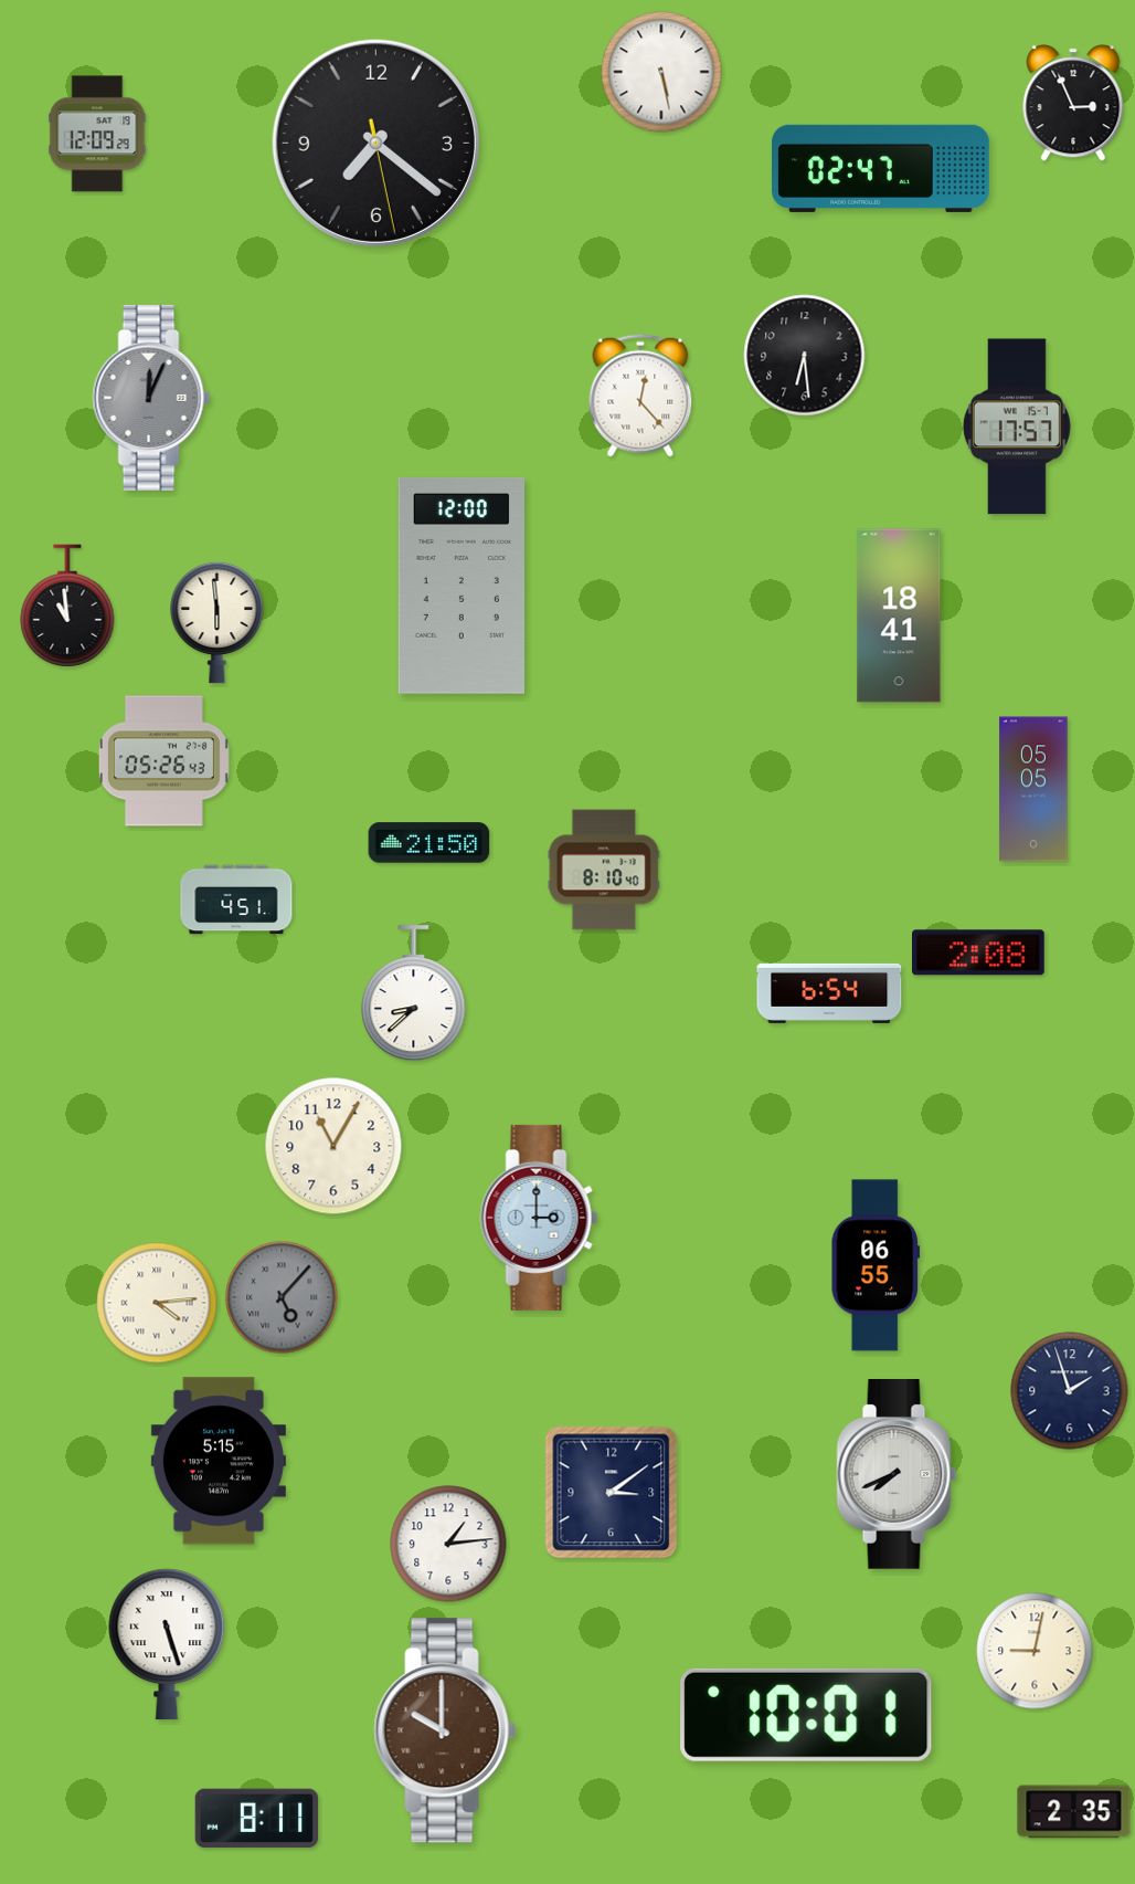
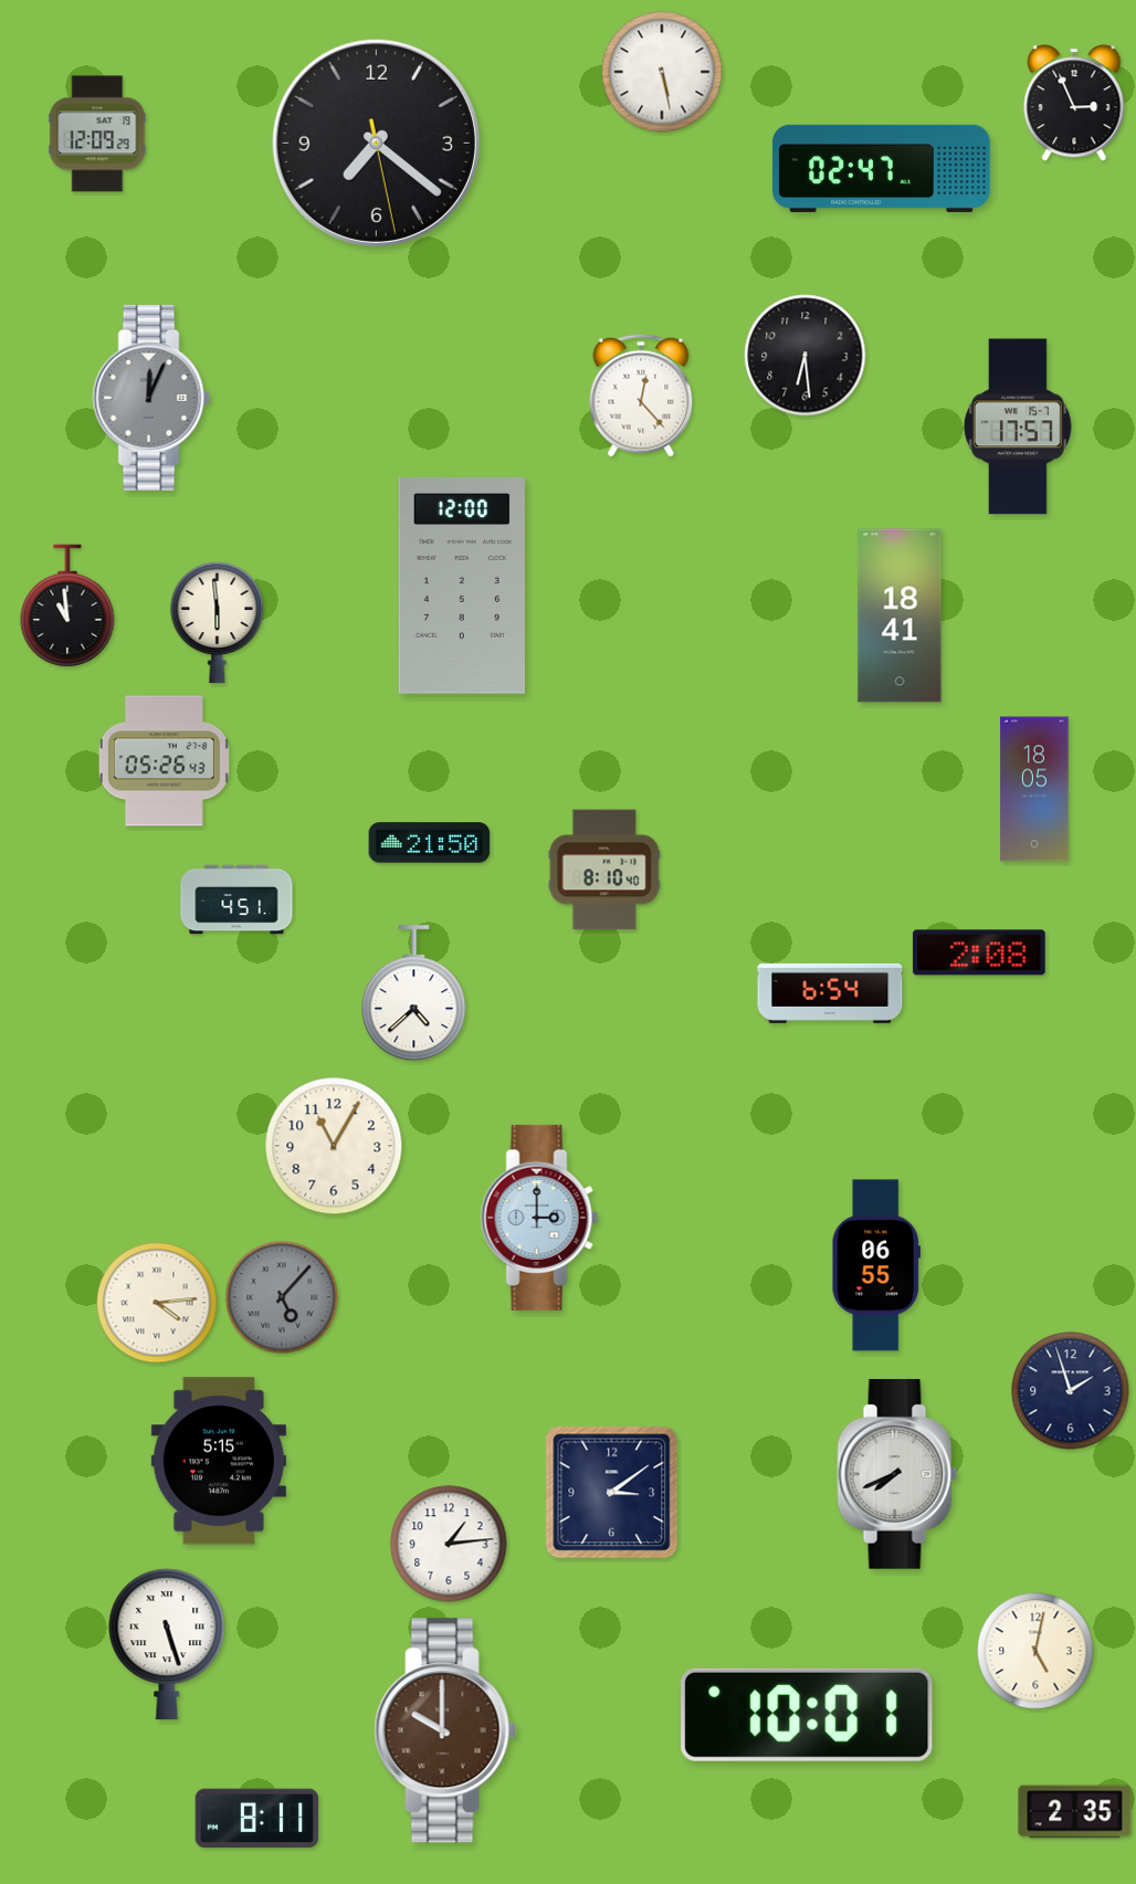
clock at (1033, 789): 05:05 -> 18:05
clock at (414, 993): 8:38 -> 4:38
clock at (1035, 1651): 9:02 -> 5:02
